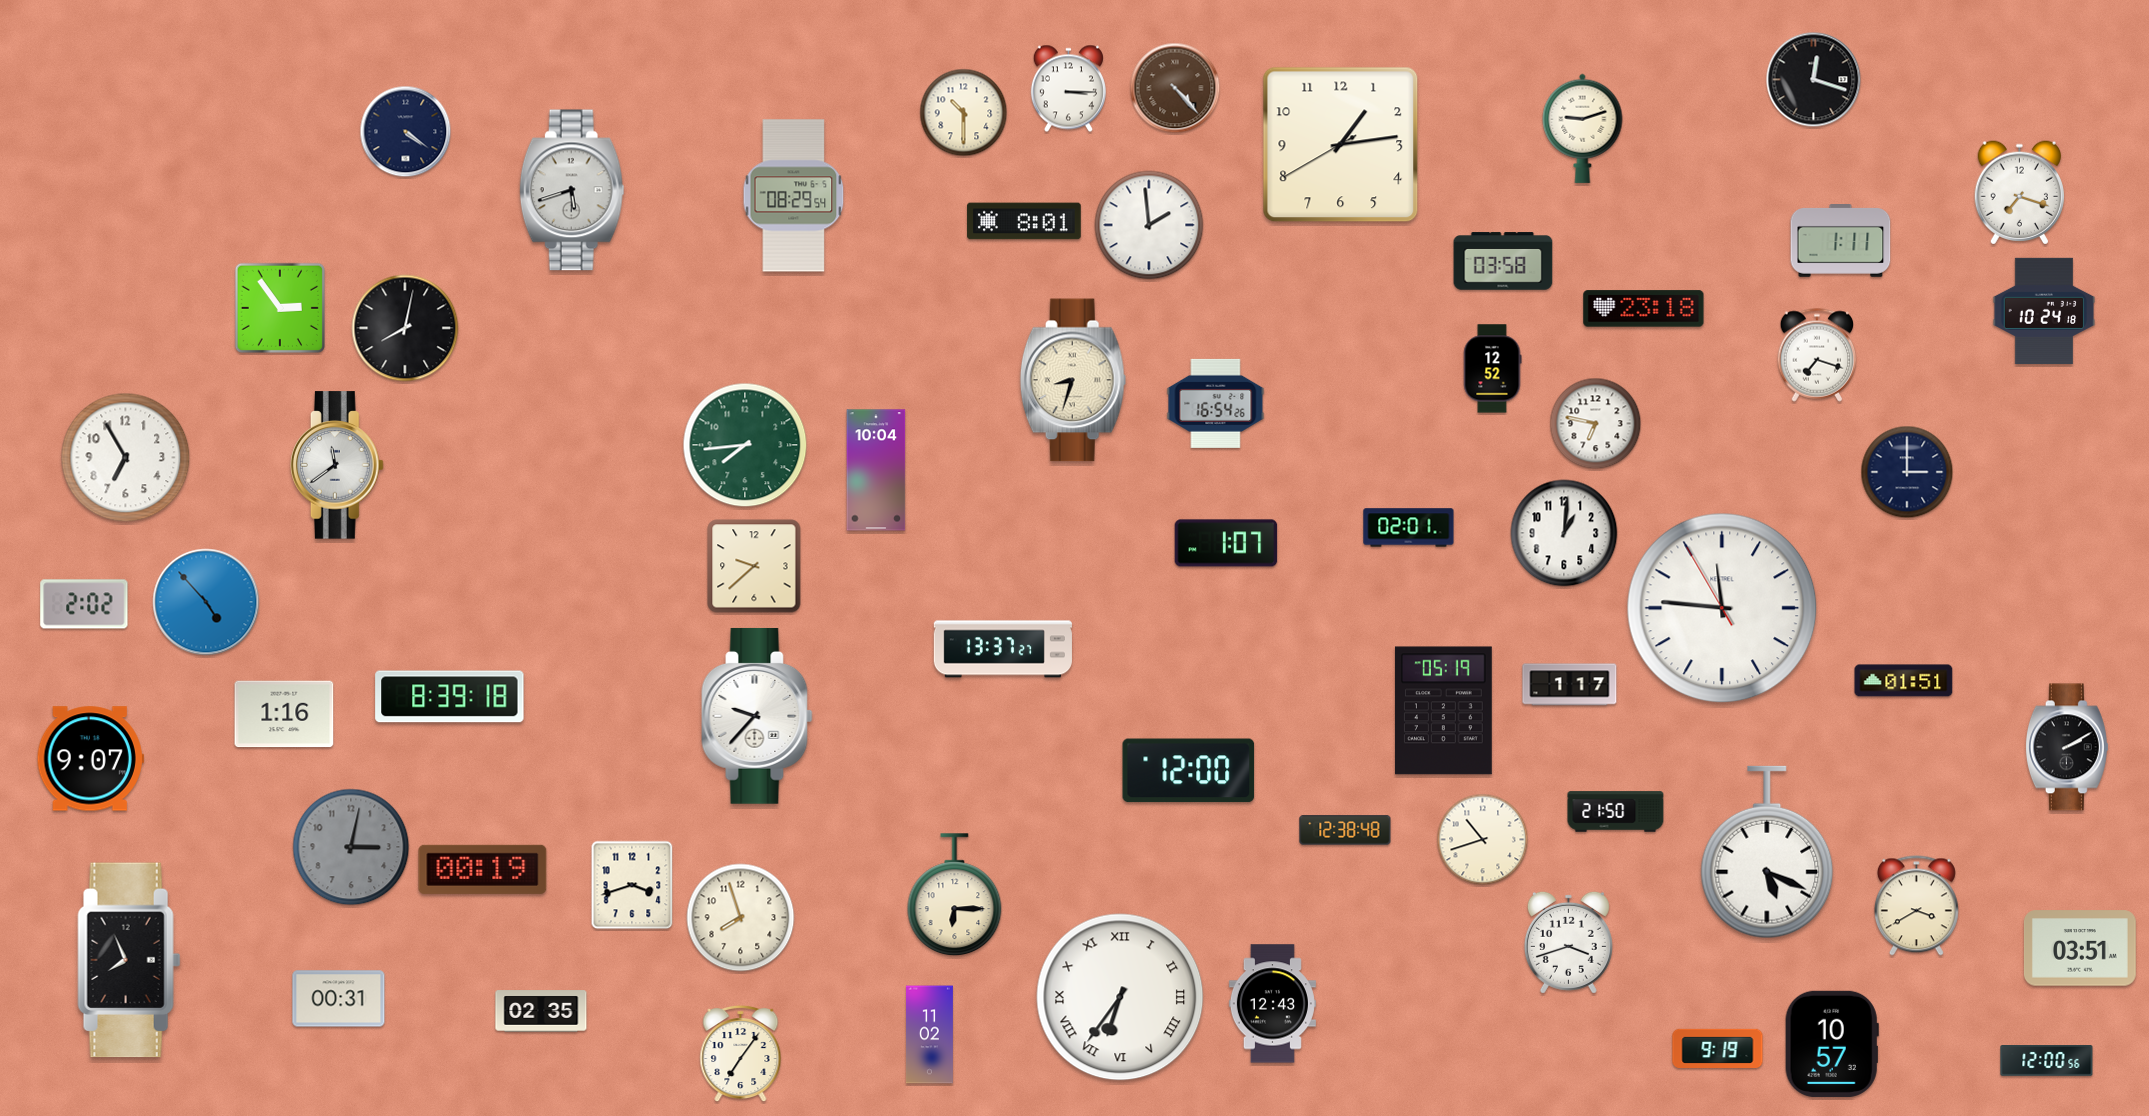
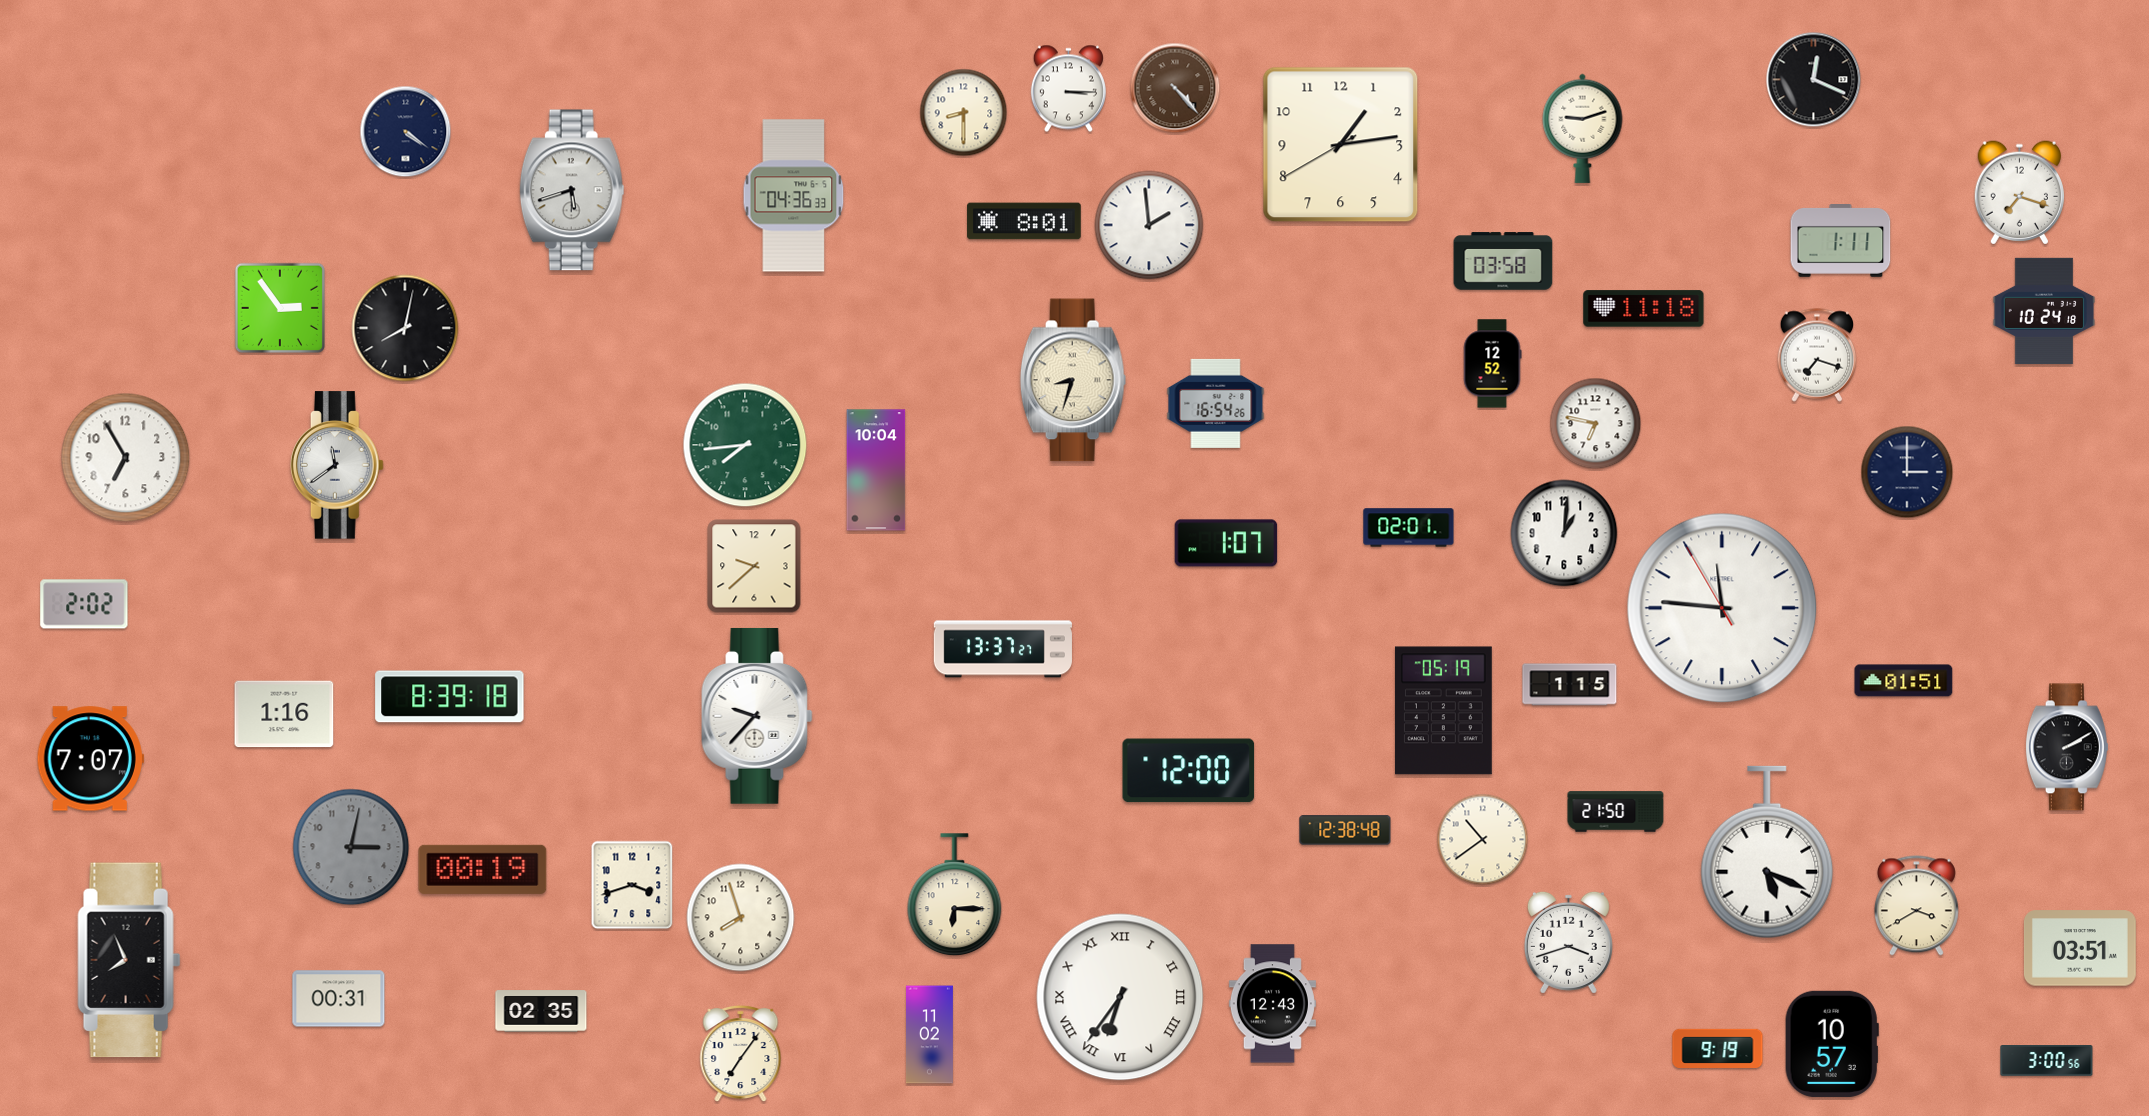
clock at (1814, 80): 12:18 -> 12:19
clock at (964, 113): 10:30 -> 8:30
clock at (794, 196): 08:29 -> 04:36
clock at (1644, 309): 23:18 -> 11:18
clock at (1492, 369) position: (1492, 369) -> (1492, 364)
clock at (206, 602): 4:53 -> none
clock at (1570, 685): 1:17 -> 1:15
clock at (90, 759): 9:07 -> 7:07
clock at (1483, 840): 10:42 -> 10:39
clock at (2047, 1061): 12:00 -> 3:00
